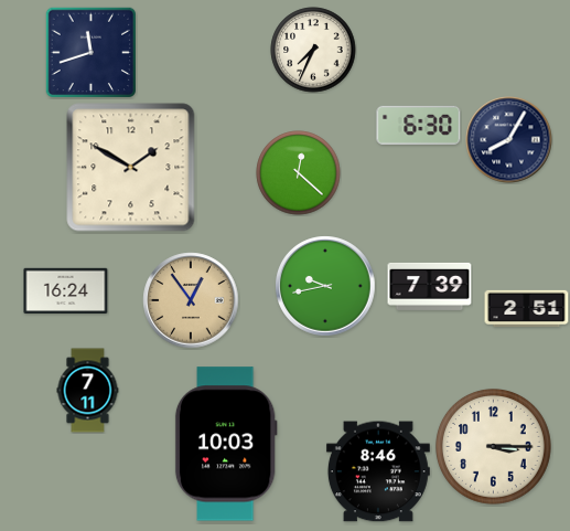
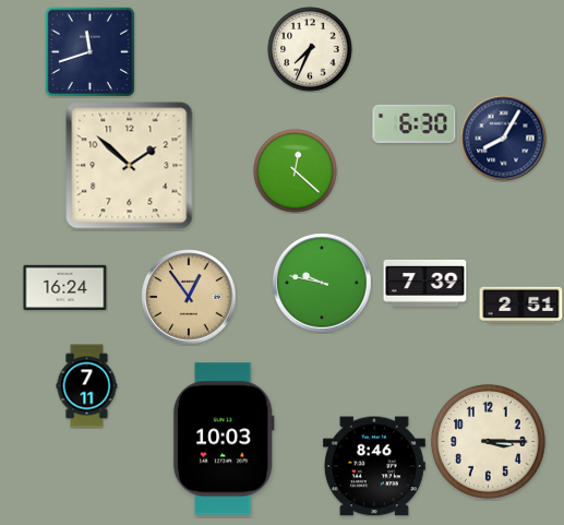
clock at (131, 168): 1:50 -> 1:52
clock at (325, 286): 9:43 -> 9:47
